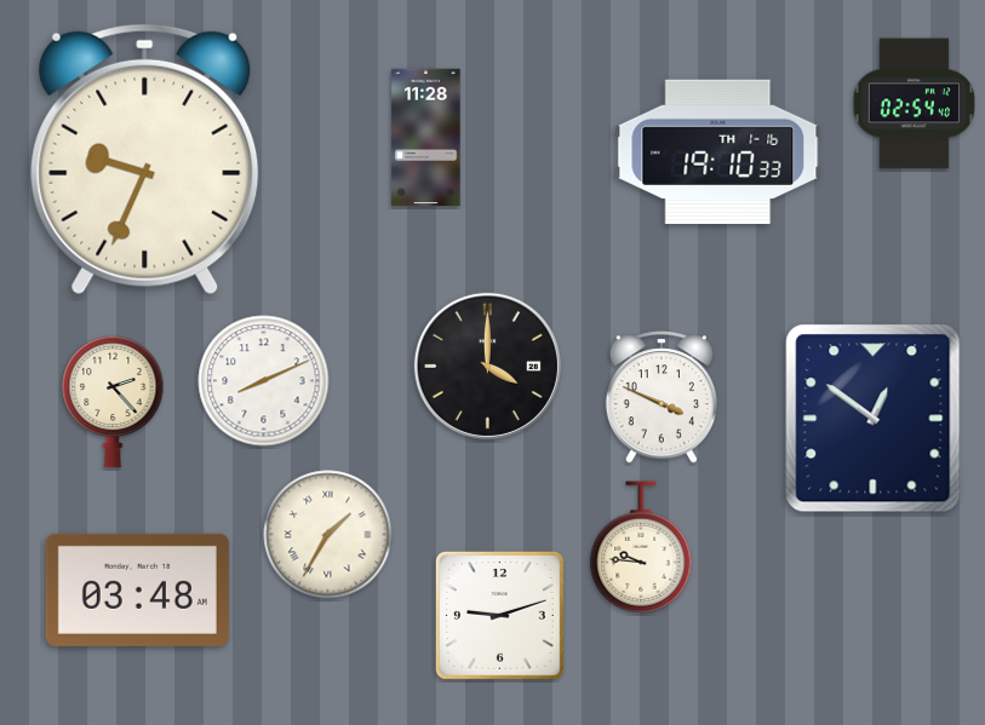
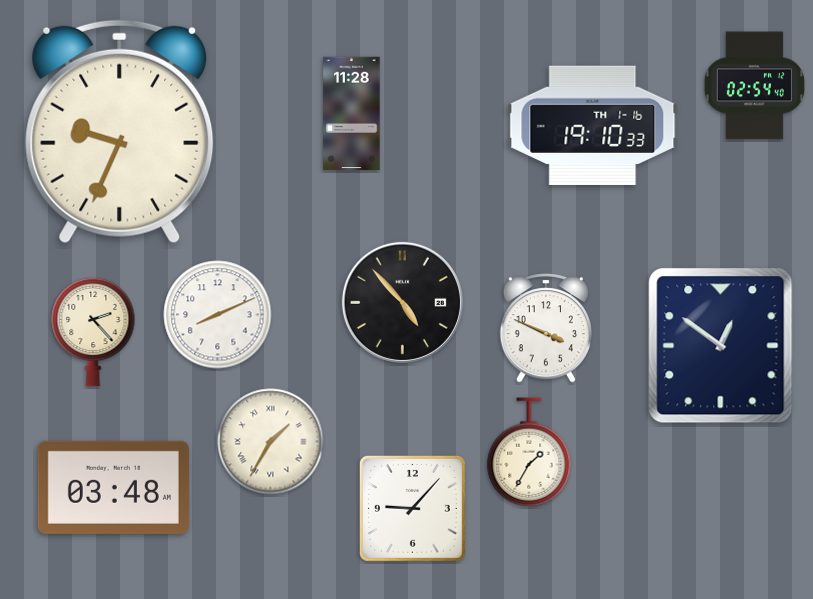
clock at (487, 366): 4:00 -> 4:53
clock at (641, 547): 9:46 -> 1:35
clock at (499, 615): 9:12 -> 9:07
